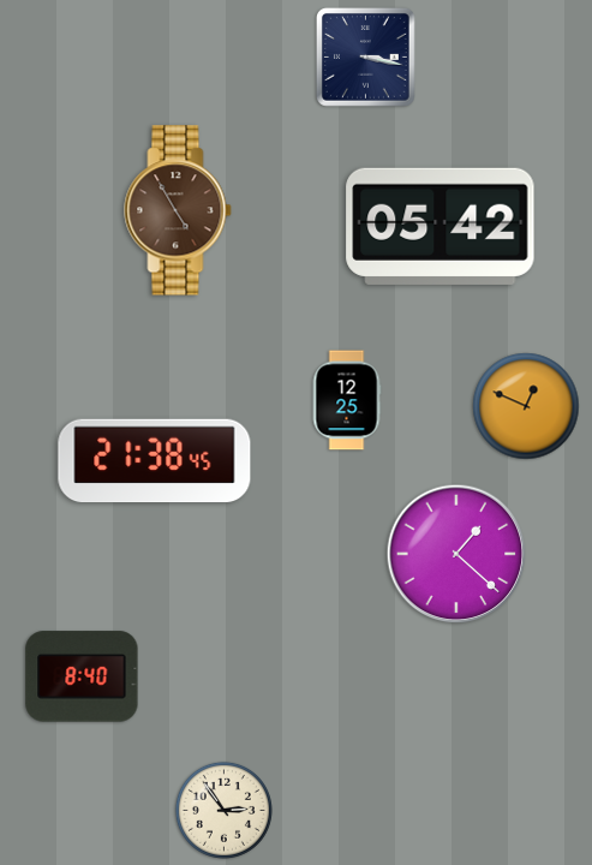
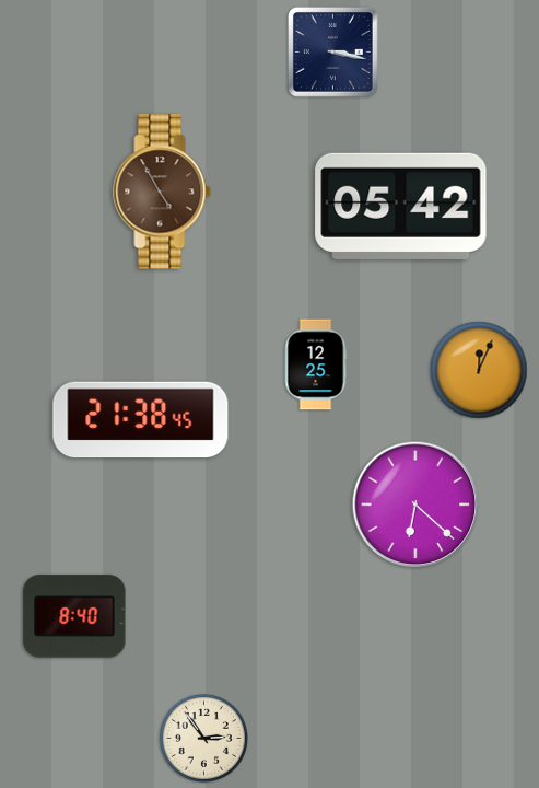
clock at (526, 406): 12:49 -> 12:04
clock at (456, 554): 1:22 -> 6:22
